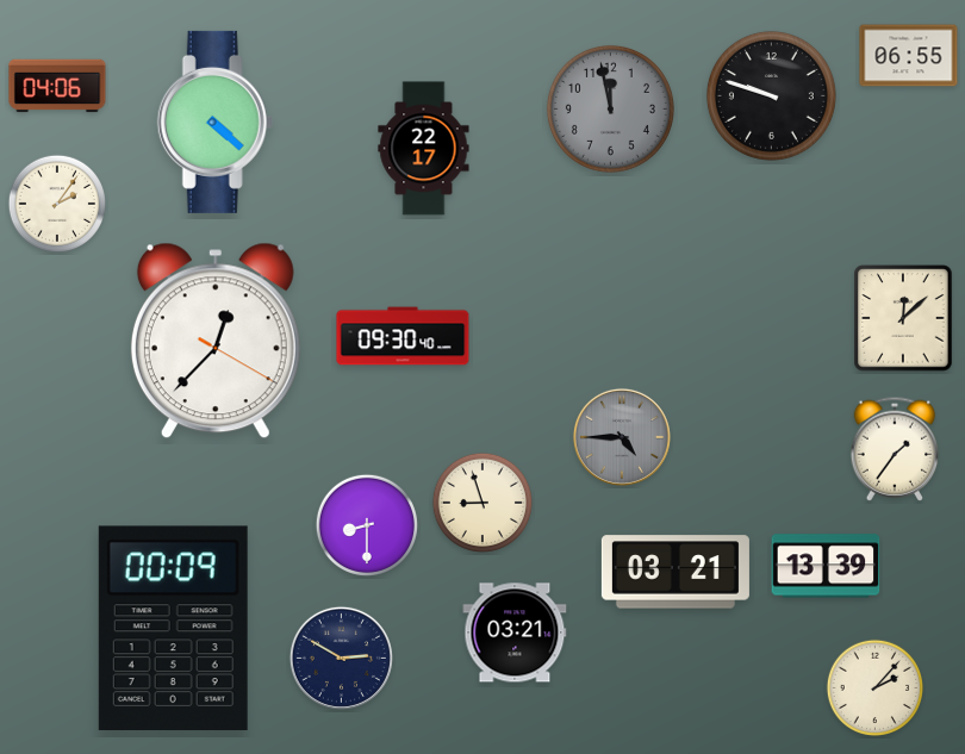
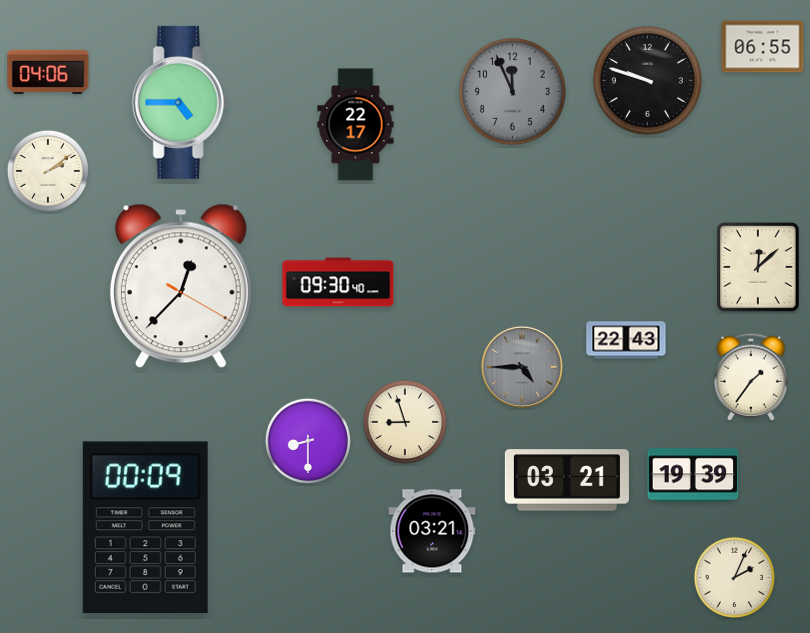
clock at (610, 108): 11:58 -> 11:56
clock at (214, 121): 4:22 -> 4:45
clock at (56, 202): 2:06 -> 2:09
clock at (626, 340): none -> 22:43
clock at (826, 566): 13:39 -> 19:39
clock at (341, 658): 2:50 -> none
clock at (874, 687): 2:07 -> 2:04
